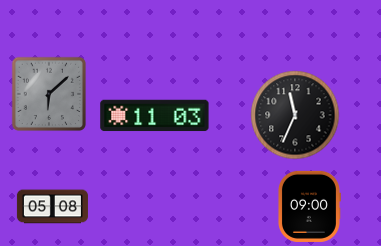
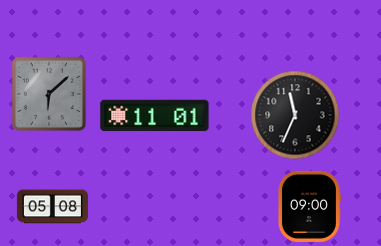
clock at (155, 116): 11:03 -> 11:01
